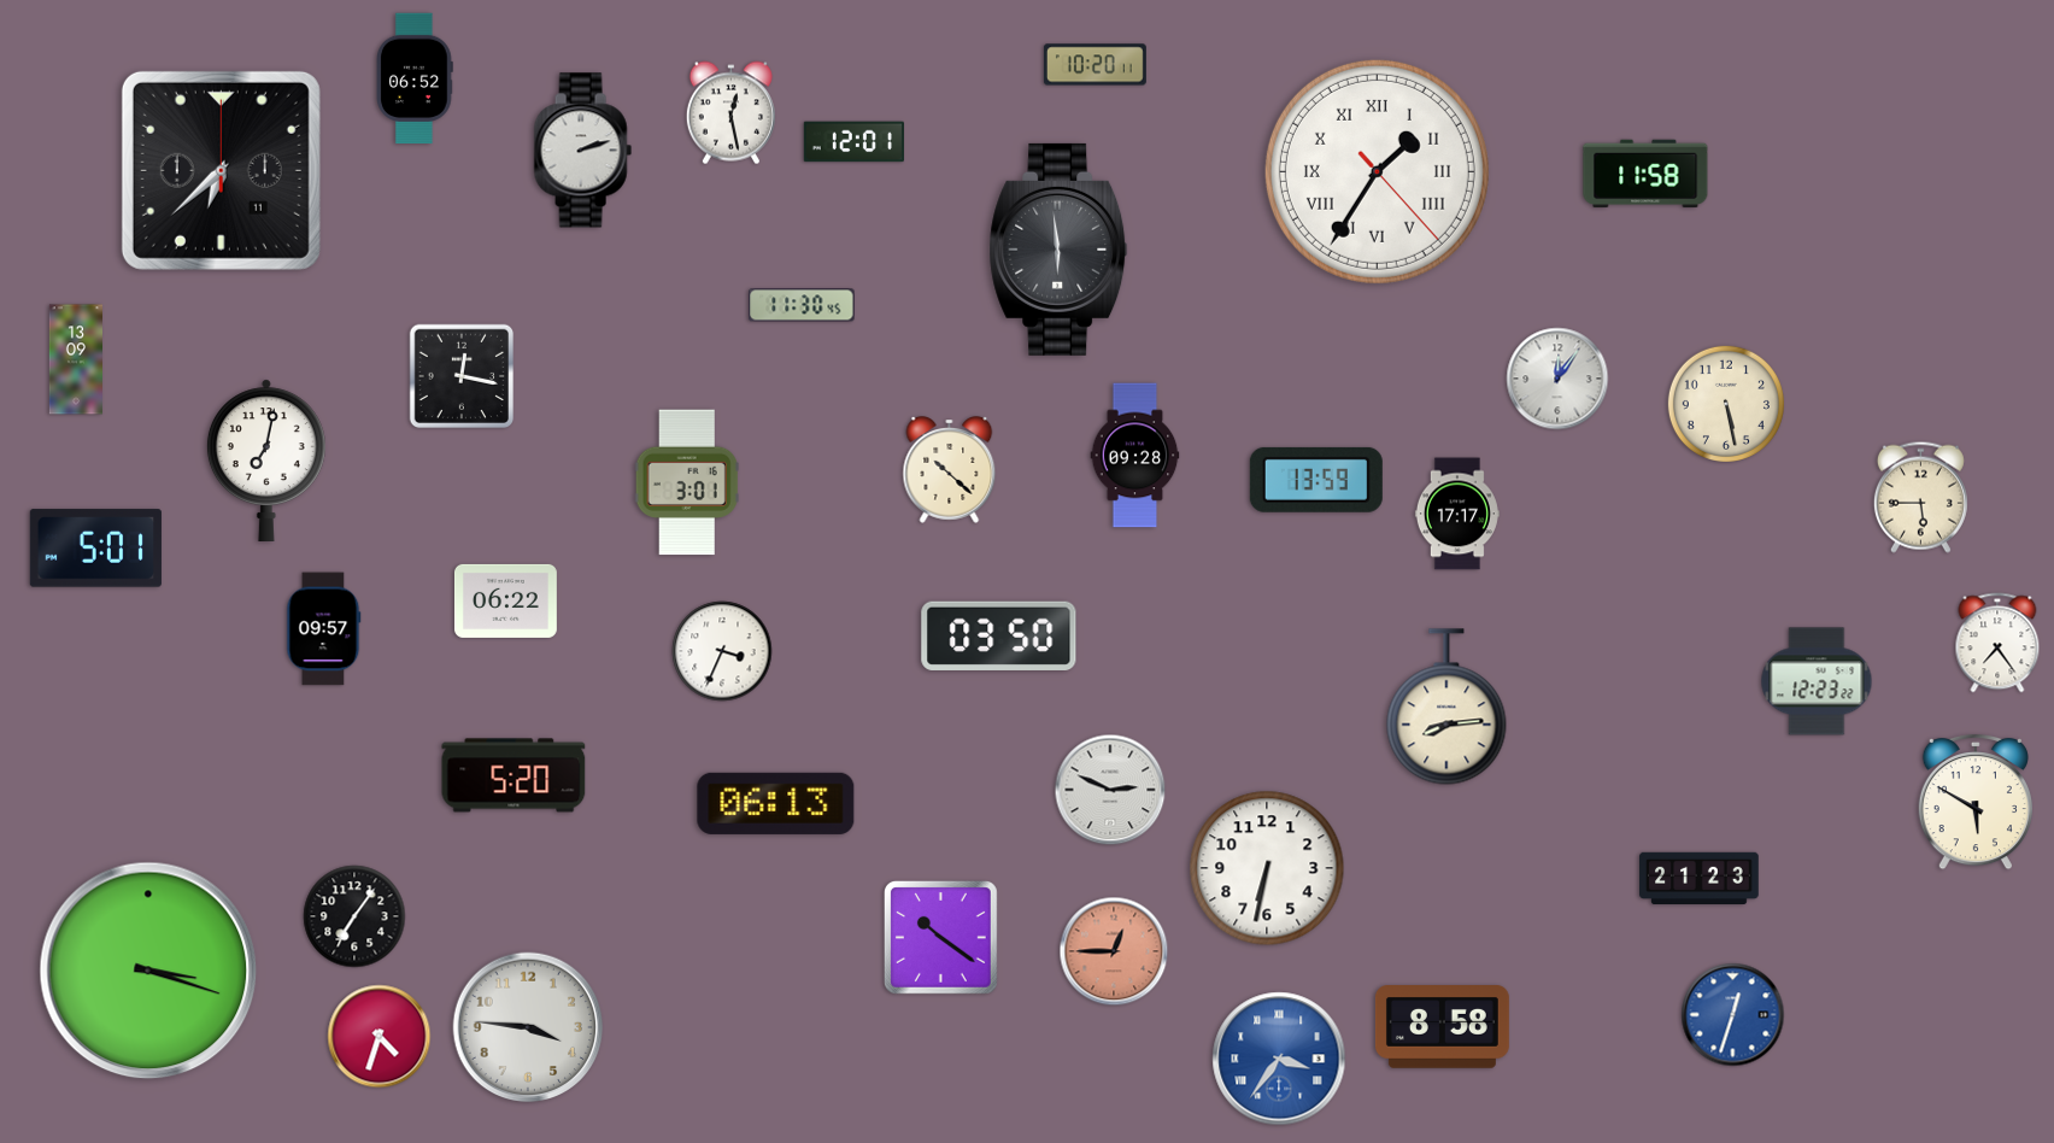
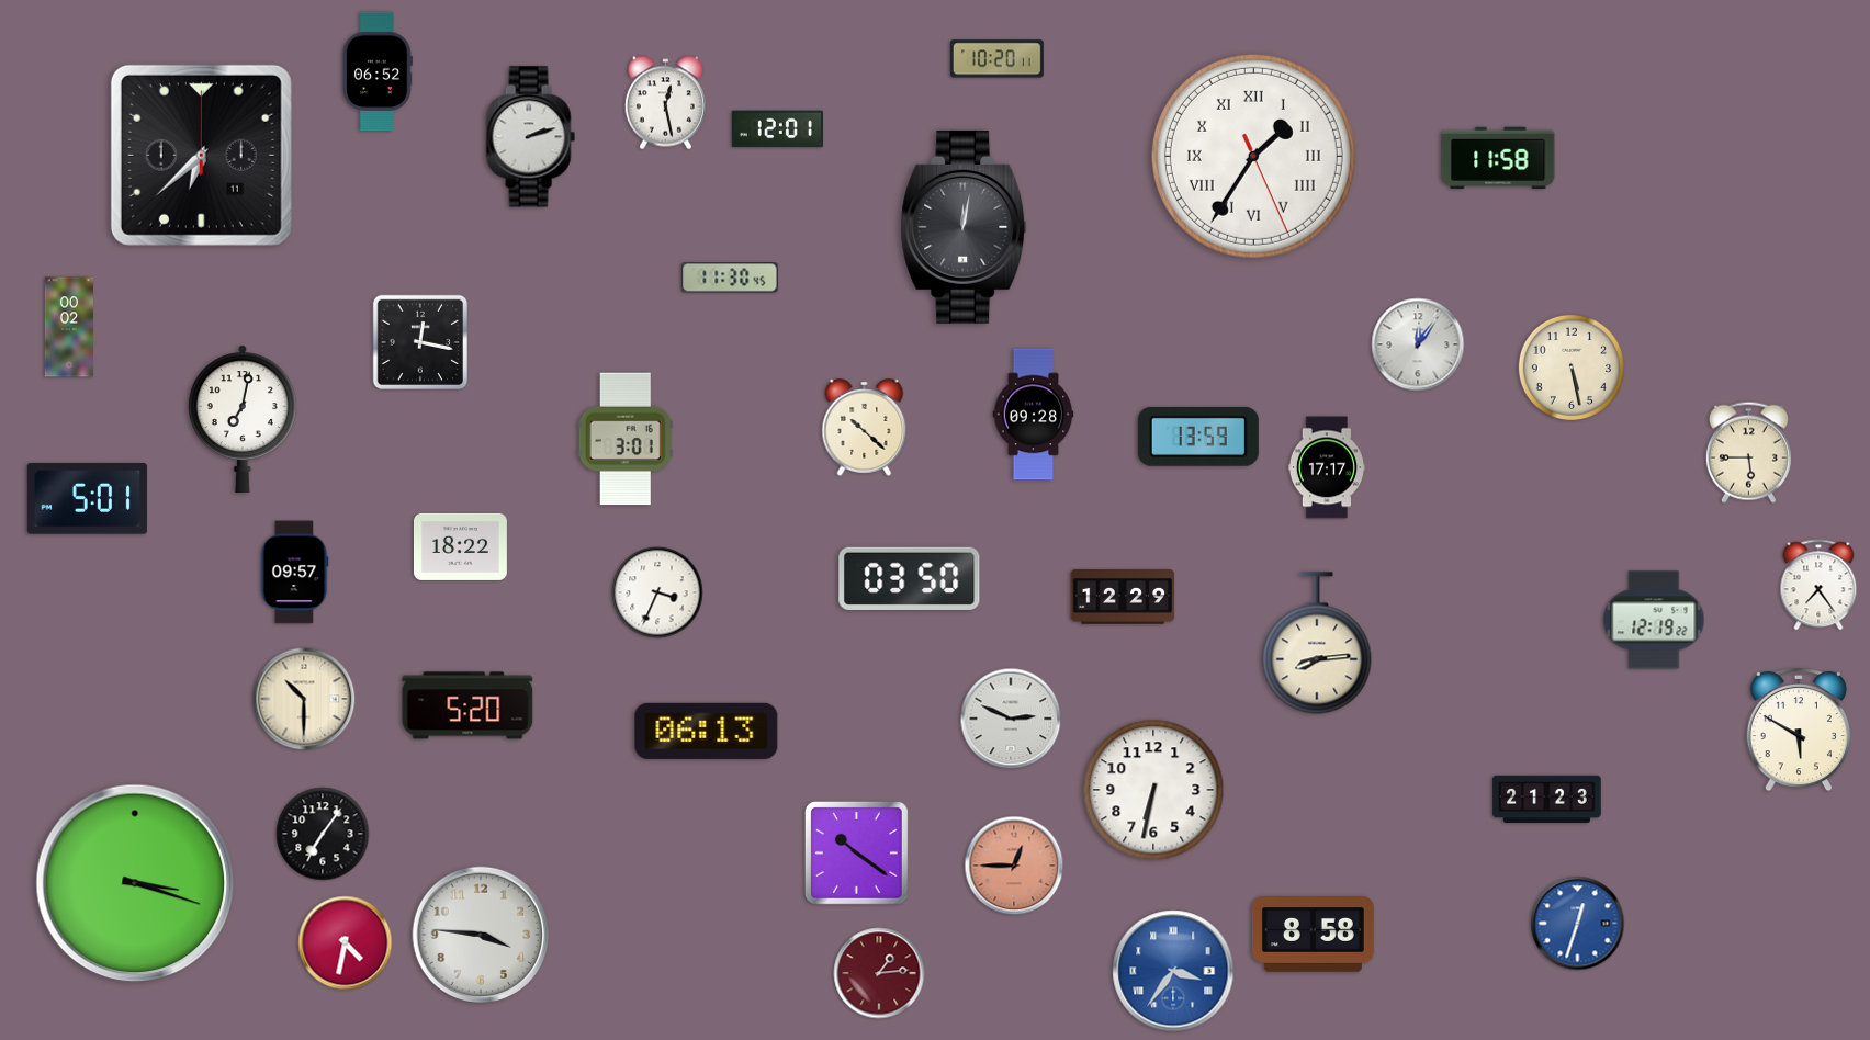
clock at (1377, 171): 1:35:23 -> 1:35:26
clock at (1058, 250): 5:59 -> 12:02
clock at (75, 359): 13:09 -> 00:02
clock at (505, 600): 06:22 -> 18:22
clock at (1123, 598): none -> 12:29
clock at (1817, 681): 12:23 -> 12:19
clock at (304, 699): none -> 10:30
clock at (380, 1037): 4:33 -> 4:32
clock at (1279, 1059) position: (1279, 1059) -> (1173, 971)
clock at (879, 973): none -> 1:14
